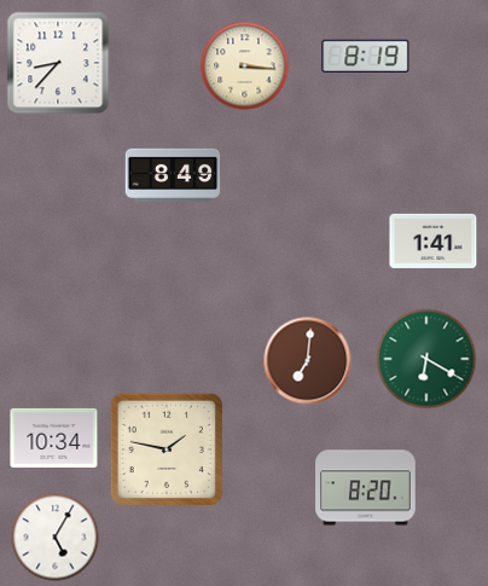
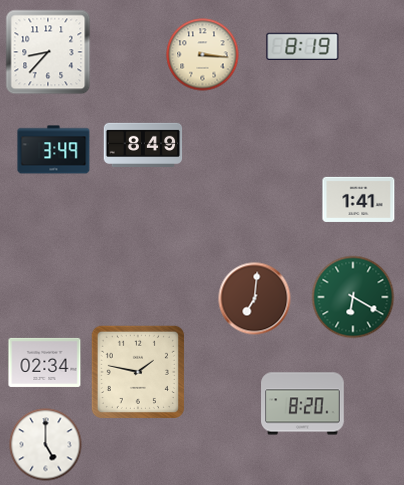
clock at (54, 150): none -> 3:49
clock at (54, 437): 10:34 -> 02:34
clock at (56, 538): 5:05 -> 5:00
